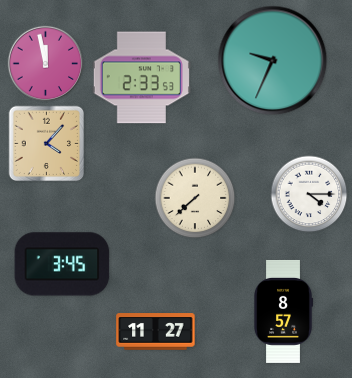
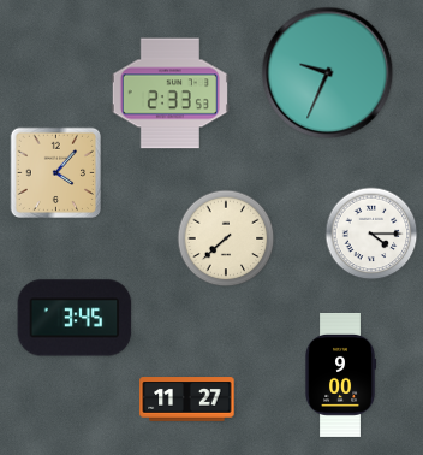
clock at (45, 63): 11:58 -> none
clock at (195, 198) position: (195, 198) -> (226, 238)
clock at (283, 311): 8:57 -> 9:00
